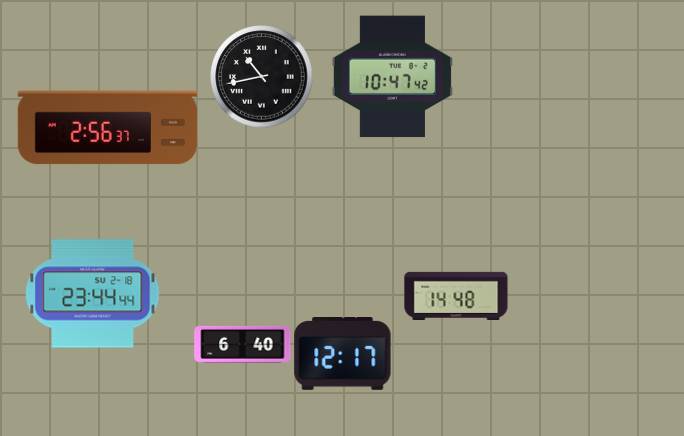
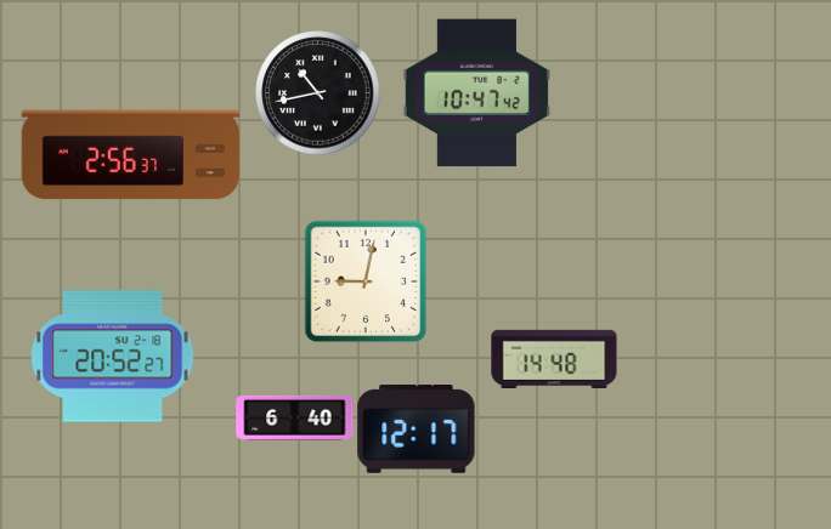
clock at (366, 281): none -> 9:02
clock at (93, 294): 23:44 -> 20:52
